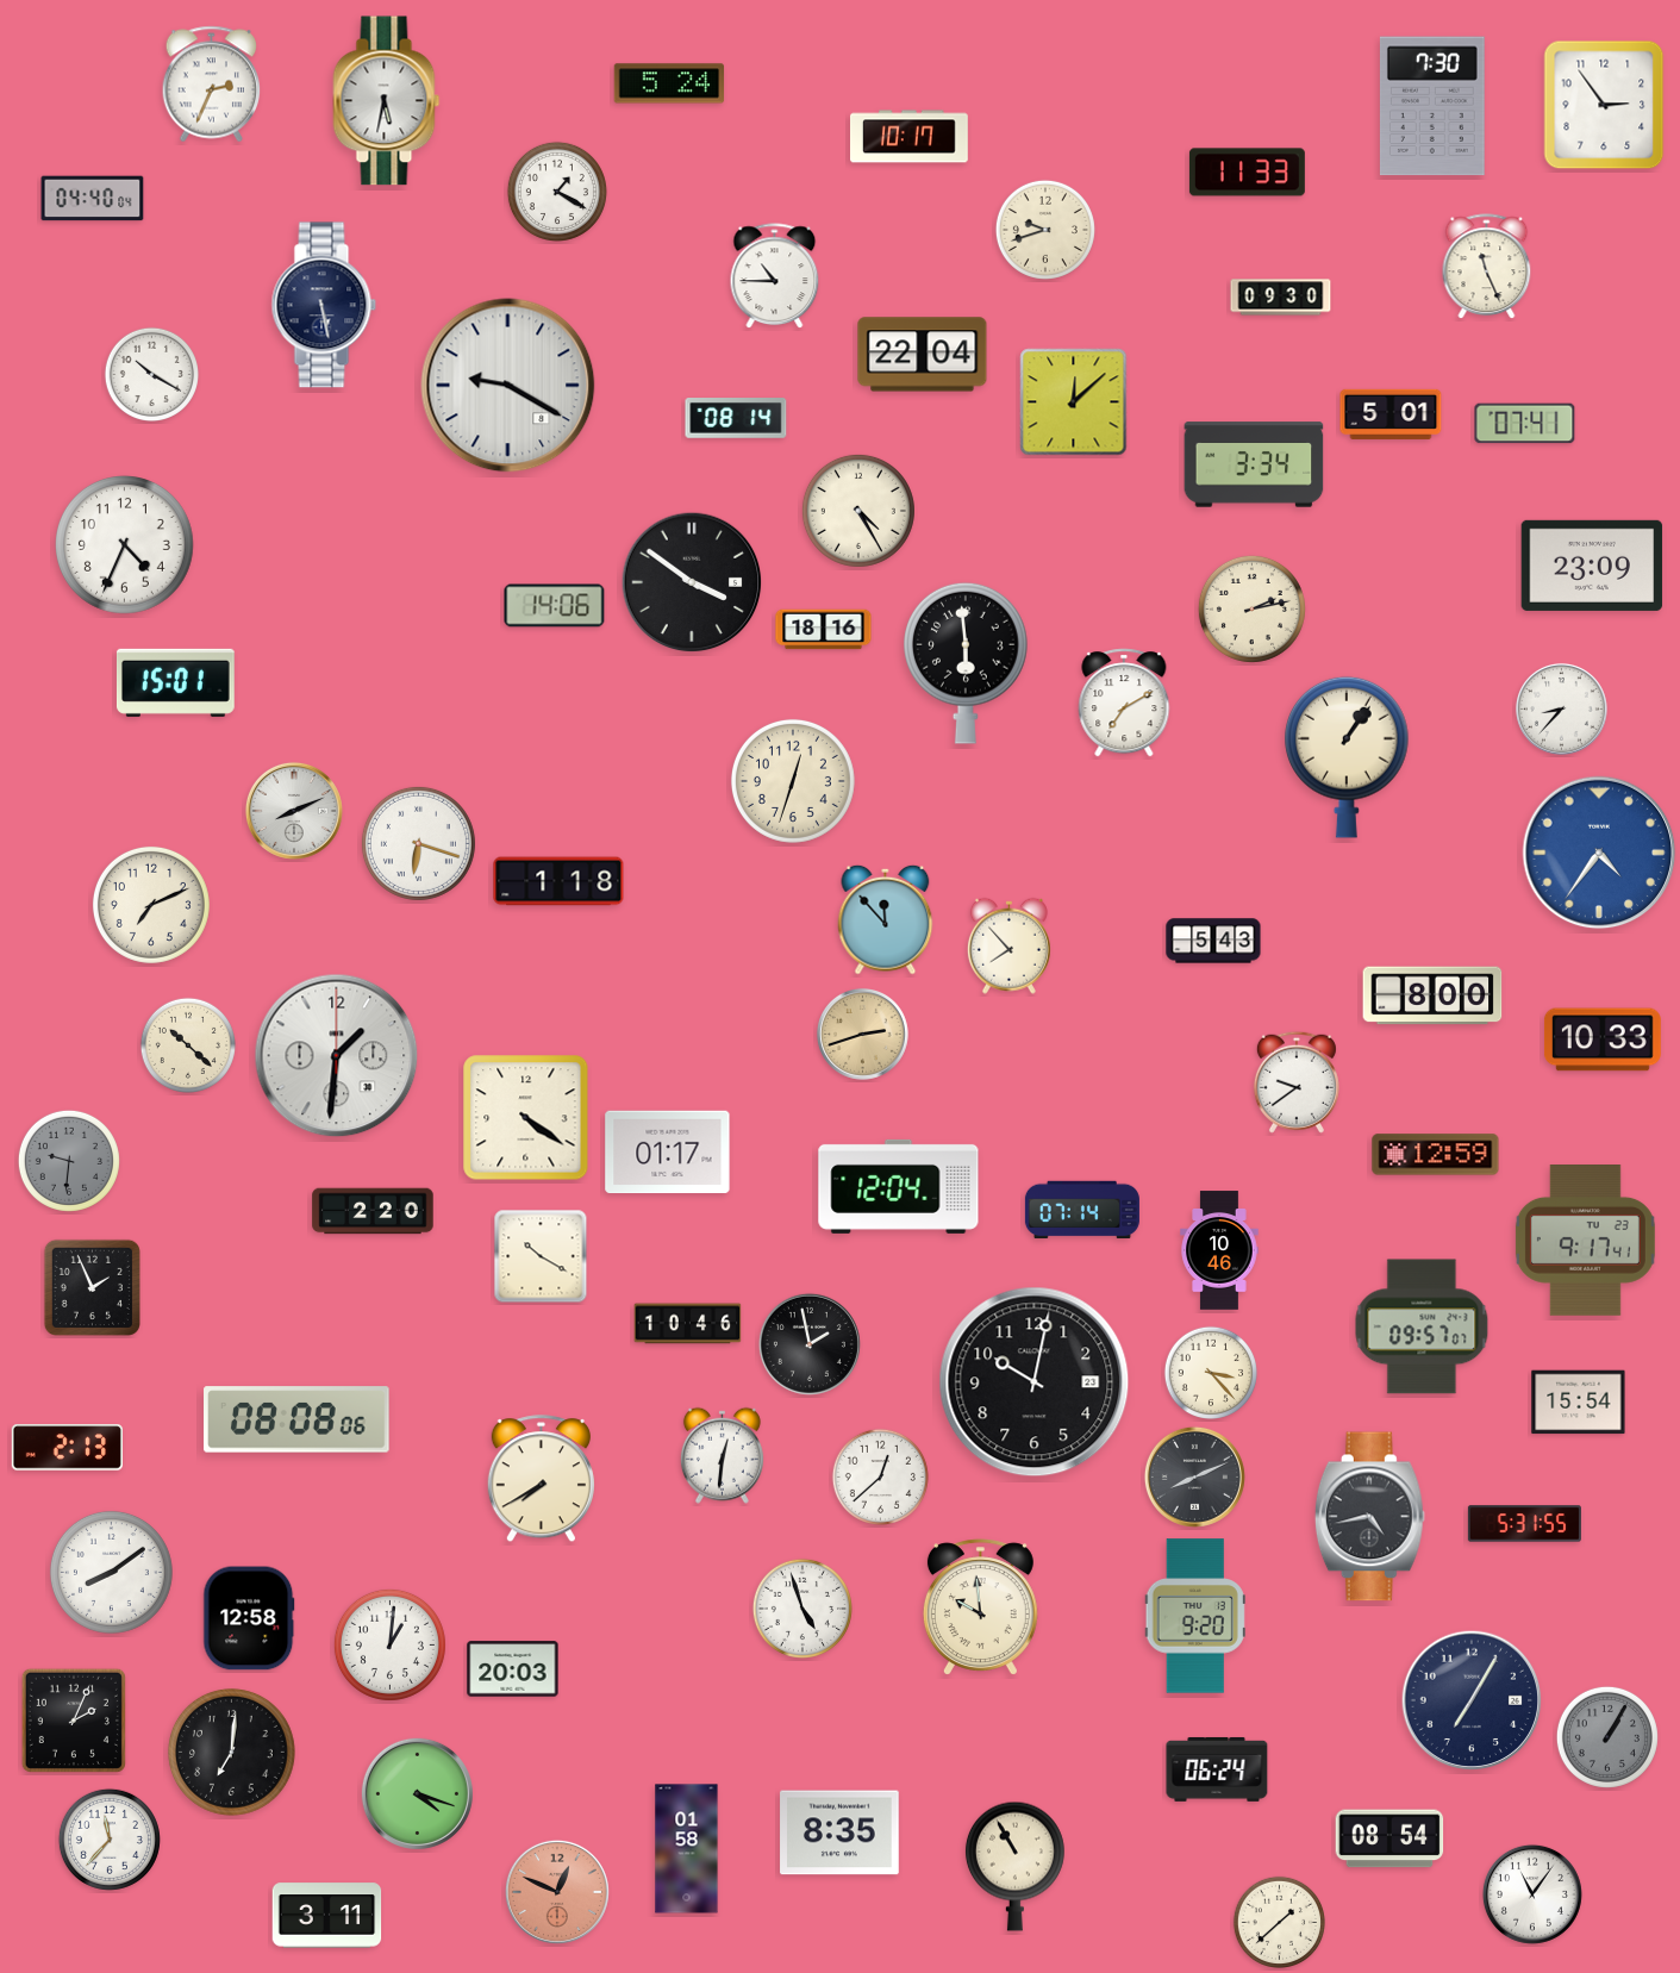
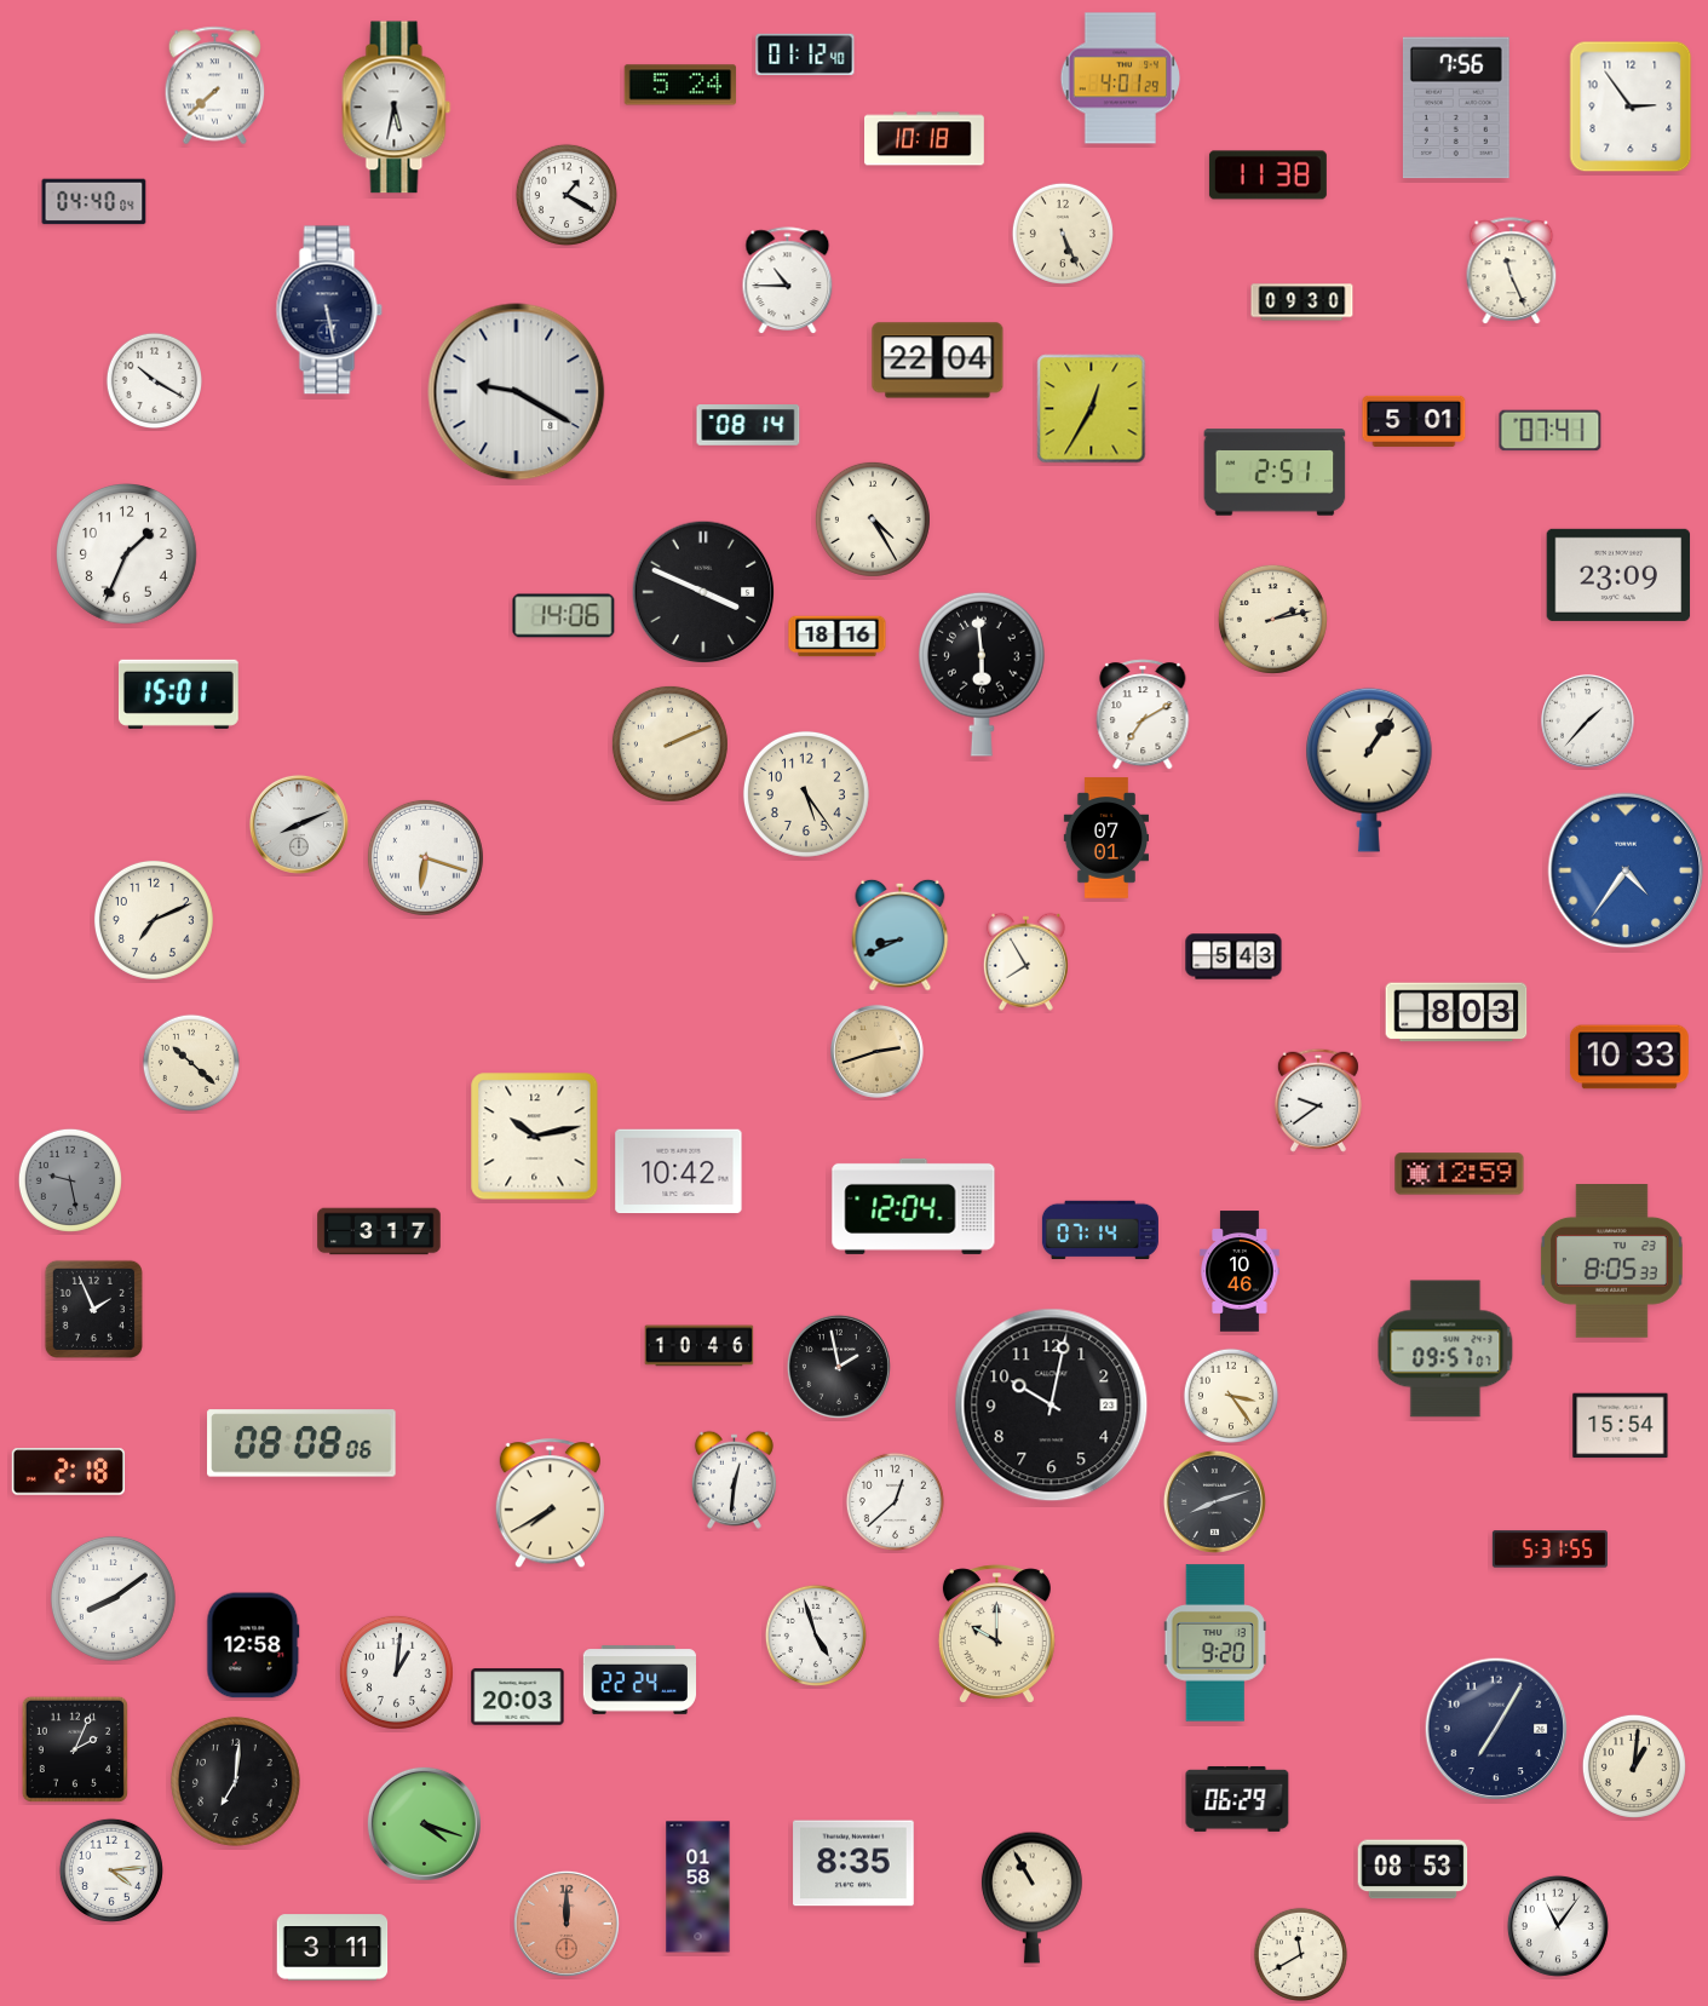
clock at (805, 54): none -> 01:12
clock at (1121, 79): none -> 4:01
clock at (212, 85): 2:34 -> 7:38
clock at (387, 101) position: (387, 101) -> (397, 108)
clock at (1432, 106): 7:30 -> 7:56
clock at (910, 137): 10:17 -> 10:18
clock at (1247, 173): 11:33 -> 11:38
clock at (1045, 230): 9:42 -> 5:26
clock at (1074, 402): 12:08 -> 12:35
clock at (1254, 464): 3:34 -> 2:51
clock at (125, 545): 4:34 -> 1:34
clock at (692, 582): 3:51 -> 3:49
clock at (824, 630) position: (824, 630) -> (838, 637)
clock at (1561, 708): 8:37 -> 1:37
clock at (669, 743): none -> 2:11
clock at (793, 781): 12:33 -> 5:24
clock at (1105, 838): none -> 07:01
clock at (1599, 853) position: (1599, 853) -> (1626, 870)
clock at (558, 881): 1:18 -> none
clock at (886, 919): 11:53 -> 8:41
clock at (1008, 945): 7:53 -> 7:55
clock at (1432, 995): 8:00 -> 8:03
clock at (337, 1056): 1:31 -> none
clock at (526, 1118): 4:21 -> 10:13
clock at (668, 1153): 01:17 -> 10:42
clock at (69, 1161): 9:31 -> 9:28
clock at (373, 1211): 2:20 -> 3:17
clock at (1585, 1241): 9:17 -> 8:05
clock at (541, 1256): 10:20 -> none
clock at (810, 1344) position: (810, 1344) -> (839, 1367)
clock at (1210, 1372): 3:23 -> 3:24
clock at (1579, 1403) position: (1579, 1403) -> (1621, 1426)
clock at (67, 1448): 2:13 -> 2:18
clock at (1194, 1476): 8:11 -> 8:12
clock at (1369, 1517): 4:43 -> none
clock at (980, 1607): 9:59 -> 10:00
clock at (640, 1680): none -> 22:24
clock at (513, 1669) position: (513, 1669) -> (518, 1697)
clock at (1607, 1737): 1:05 -> 1:01
clock at (1607, 1737) dial: grey -> cream
clock at (1217, 1769): 06:24 -> 06:29
clock at (1389, 1838): 08:54 -> 08:53
clock at (110, 1840): 11:37 -> 4:14
clock at (687, 1849) position: (687, 1849) -> (698, 1887)
clock at (557, 1892): 12:49 -> 12:00
clock at (1279, 1922): 1:38 -> 11:40
